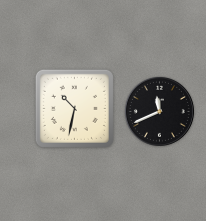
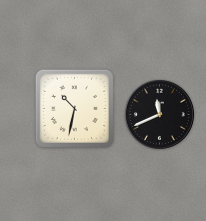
clock at (159, 111) position: (159, 111) -> (159, 114)
